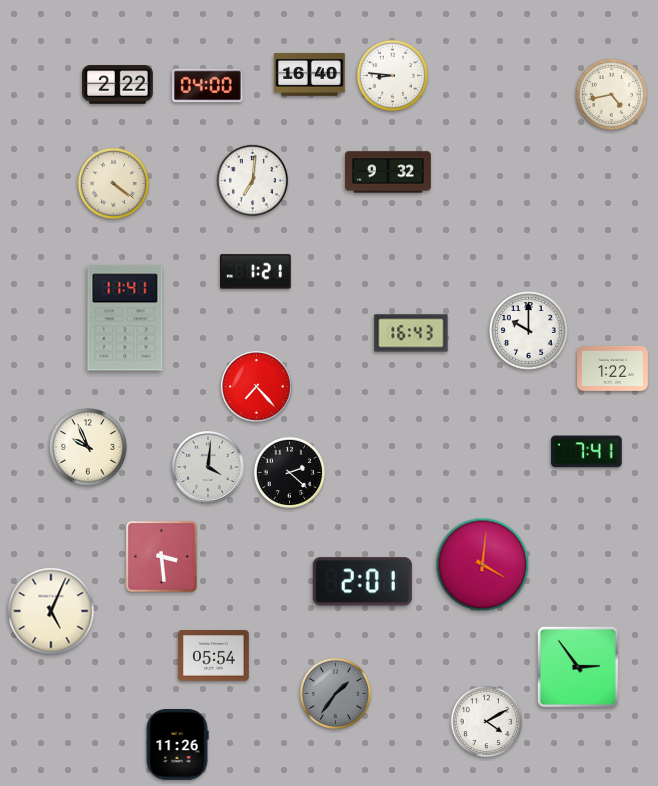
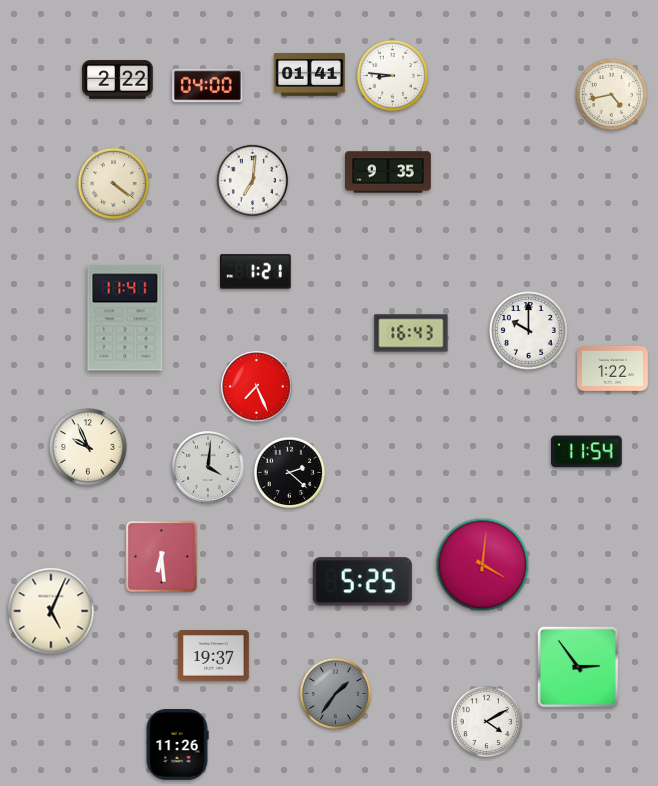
clock at (310, 74): 16:40 -> 01:41
clock at (118, 85) position: (118, 85) -> (118, 80)
clock at (389, 172): 9:32 -> 9:35
clock at (257, 387): 7:23 -> 7:26
clock at (586, 452): 7:41 -> 11:54
clock at (161, 556): 3:29 -> 6:29
clock at (362, 582): 2:01 -> 5:25
clock at (214, 656): 05:54 -> 19:37
